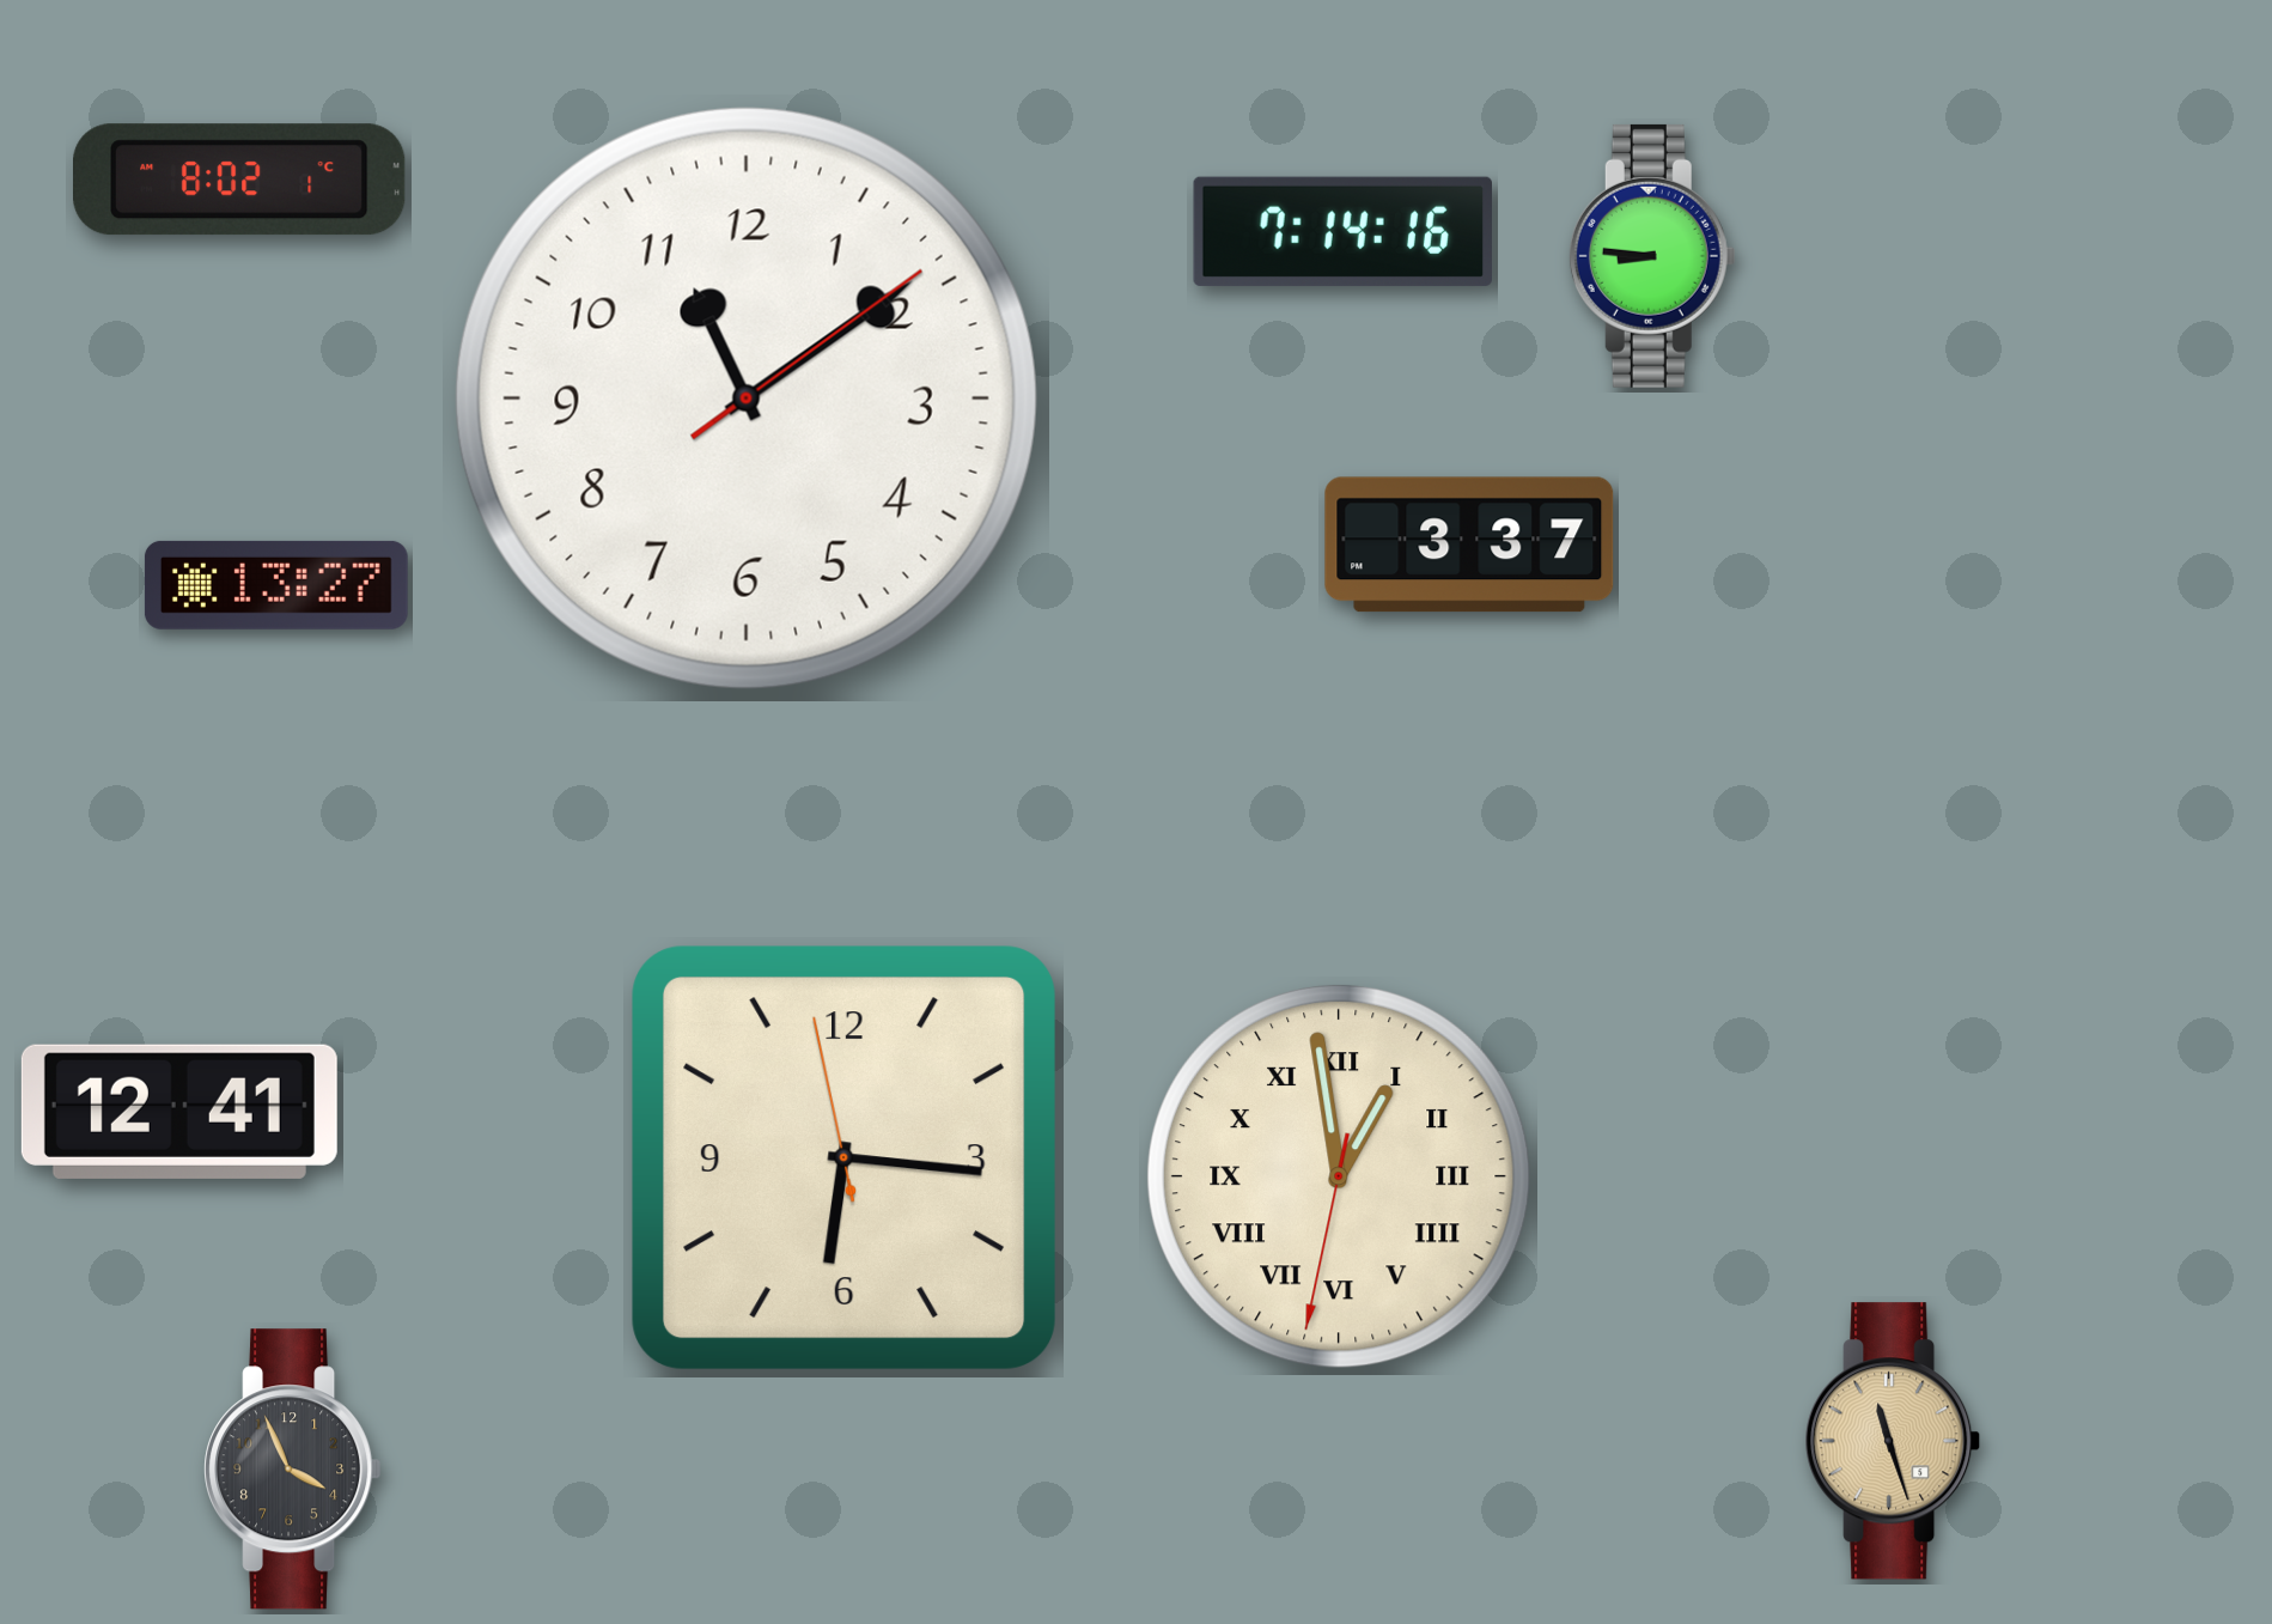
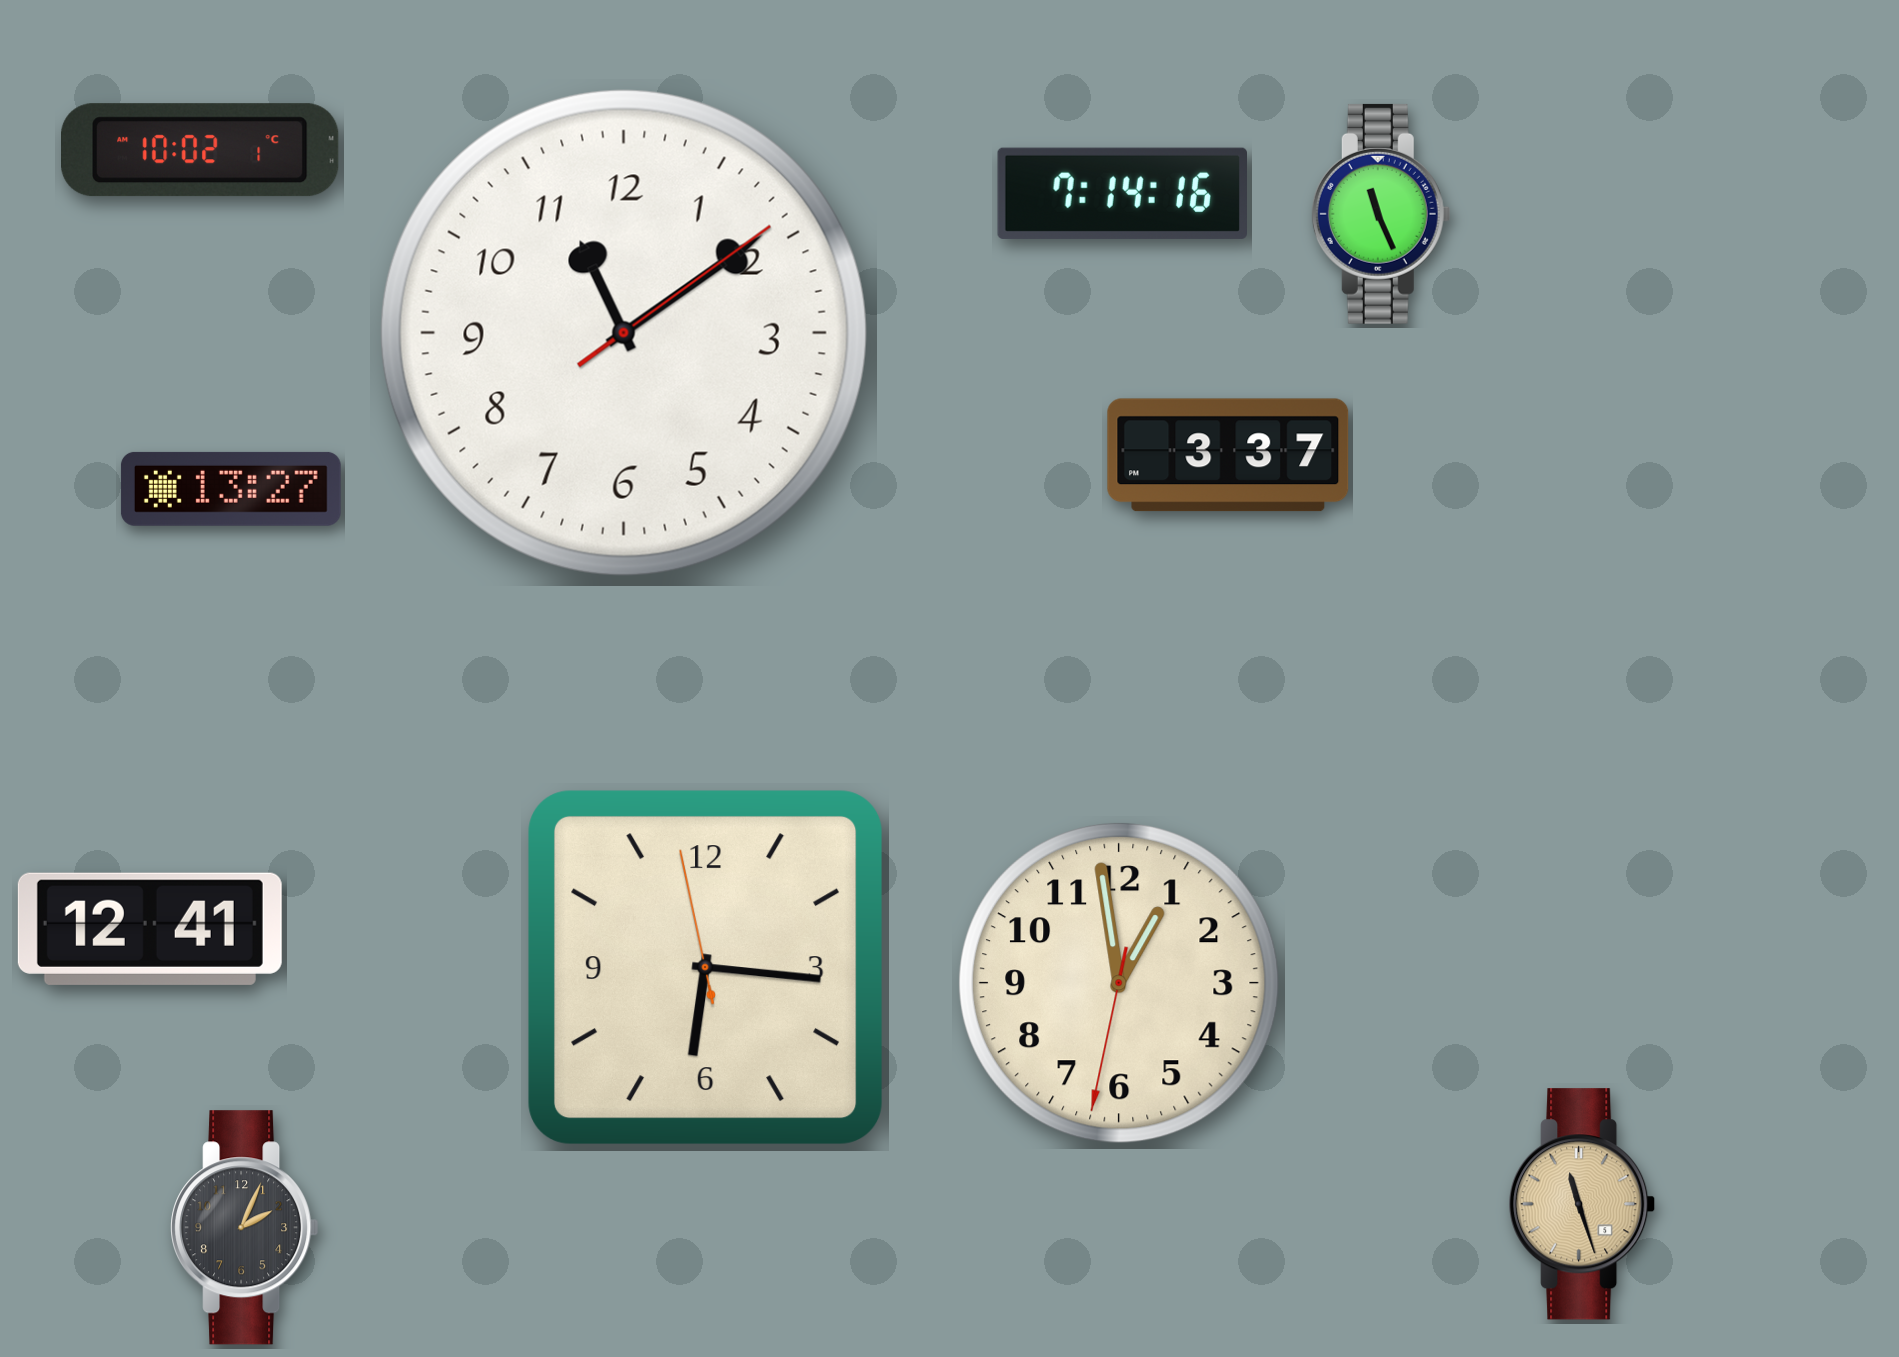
clock at (240, 180): 8:02 -> 10:02
clock at (1652, 256): 8:46 -> 11:26
clock at (1339, 1176) numerals: Roman -> Arabic
clock at (293, 1470): 3:56 -> 2:04
